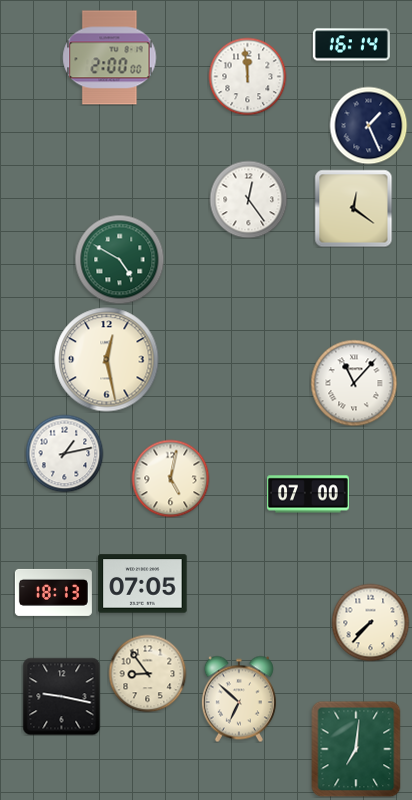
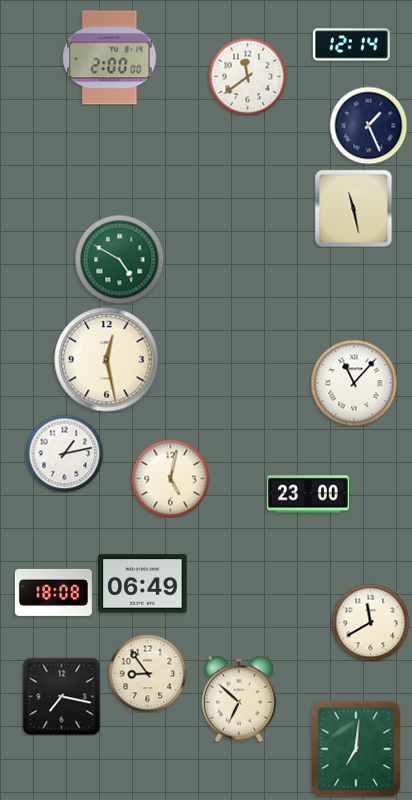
clock at (351, 45): 16:14 -> 12:14
clock at (247, 76): 11:59 -> 11:39
clock at (248, 199): 12:24 -> none
clock at (353, 208): 12:21 -> 11:28
clock at (309, 494): 07:00 -> 23:00
clock at (143, 584): 07:05 -> 06:49
clock at (53, 592): 18:13 -> 18:08
clock at (370, 622): 7:37 -> 11:40
clock at (61, 696): 9:17 -> 7:17
